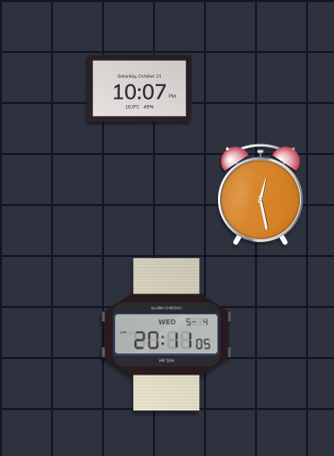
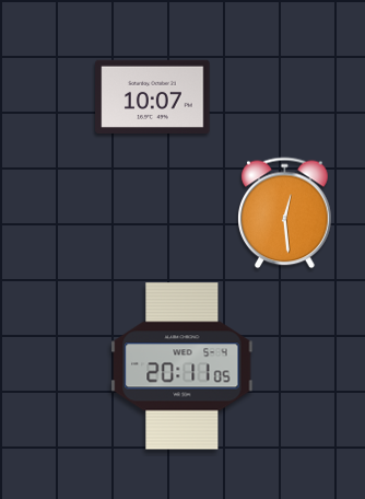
clock at (261, 195): 12:28 -> 12:29
